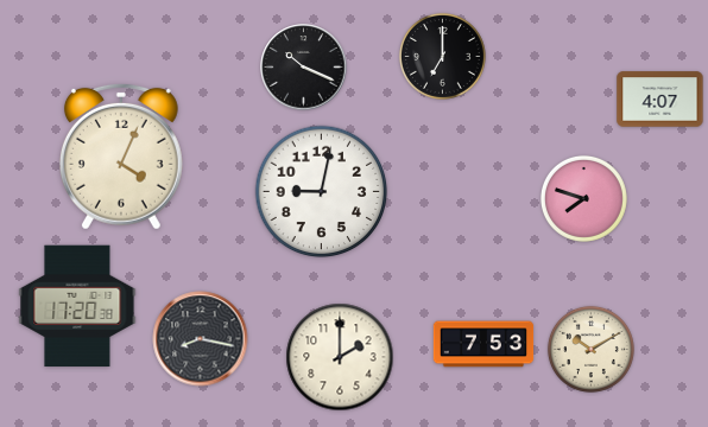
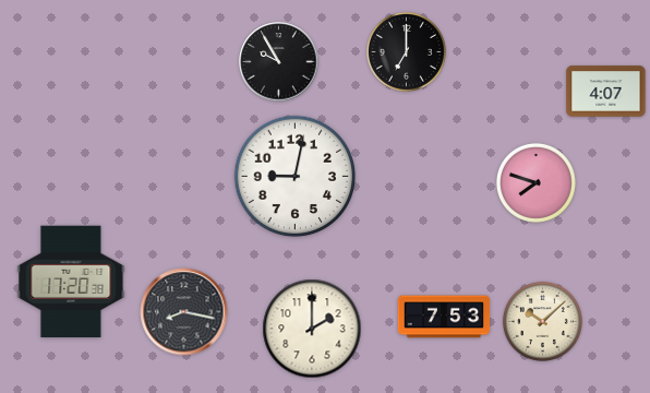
clock at (304, 68): 10:19 -> 9:55
clock at (121, 157): 4:04 -> none
clock at (590, 349): 10:10 -> 10:08
